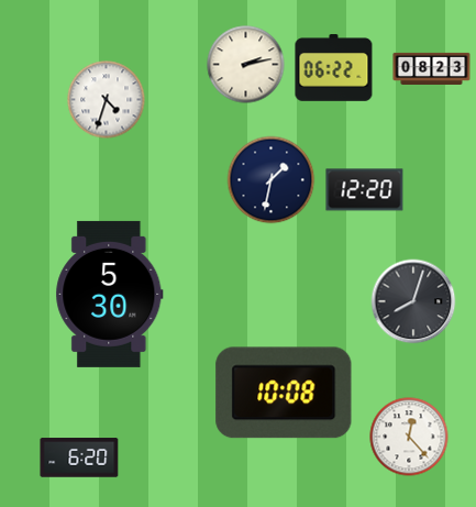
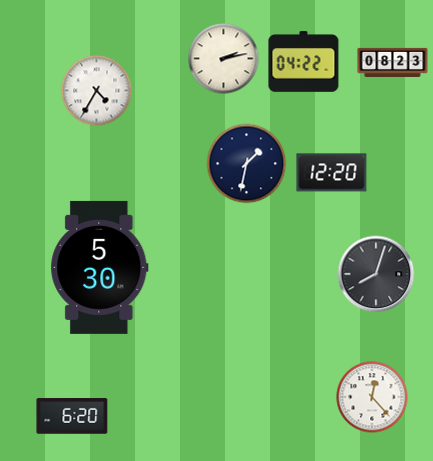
clock at (334, 68): 06:22 -> 04:22
clock at (107, 100): 4:33 -> 4:35
clock at (284, 393): 10:08 -> none
